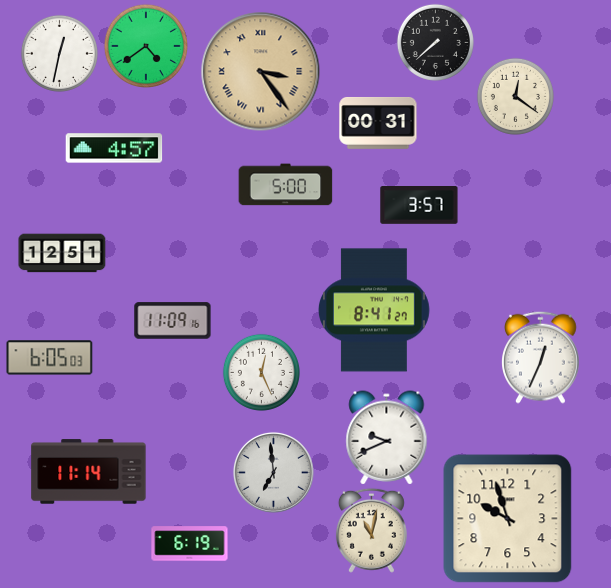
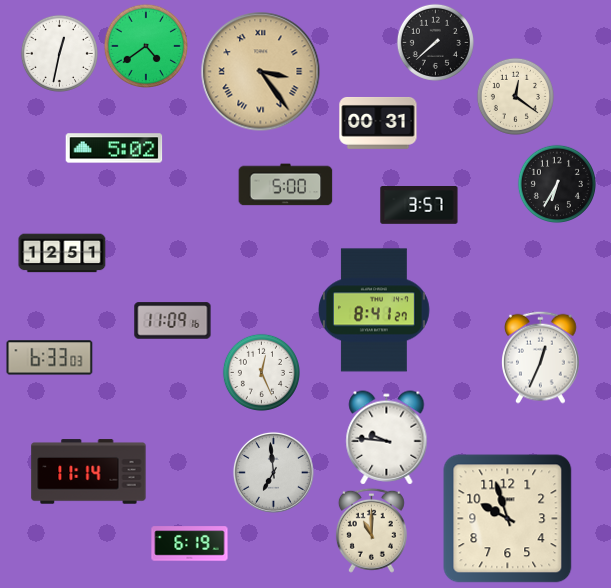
clock at (114, 148): 4:57 -> 5:02
clock at (557, 184): none -> 6:35
clock at (50, 358): 6:05 -> 6:33
clock at (387, 438): 9:41 -> 9:46
clock at (371, 530): 11:02 -> 11:00
